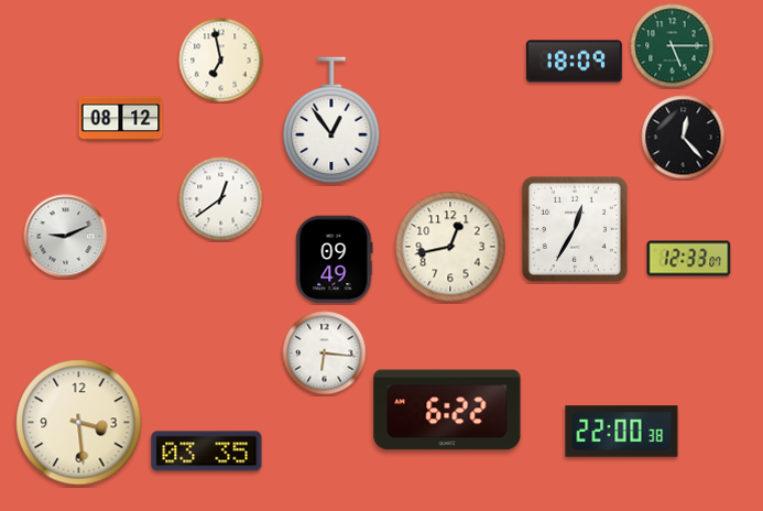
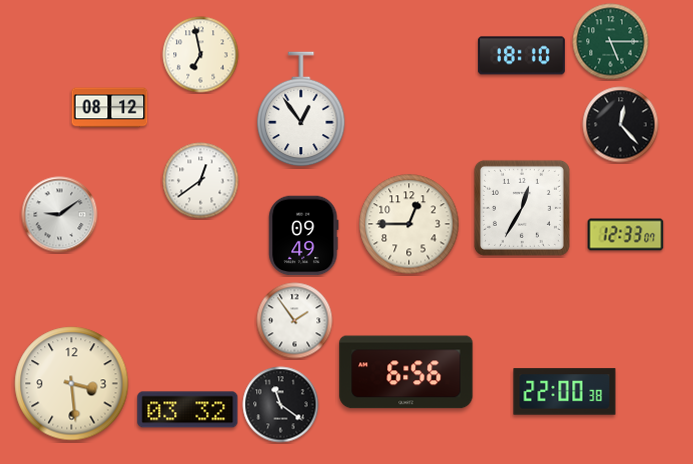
clock at (574, 62): 18:09 -> 18:10
clock at (66, 237): 9:11 -> 9:09
clock at (450, 247): 12:43 -> 12:45
clock at (325, 354): 6:16 -> 1:54
clock at (447, 410): 6:22 -> 6:56
clock at (281, 405): none -> 11:21
clock at (207, 452): 03:35 -> 03:32
